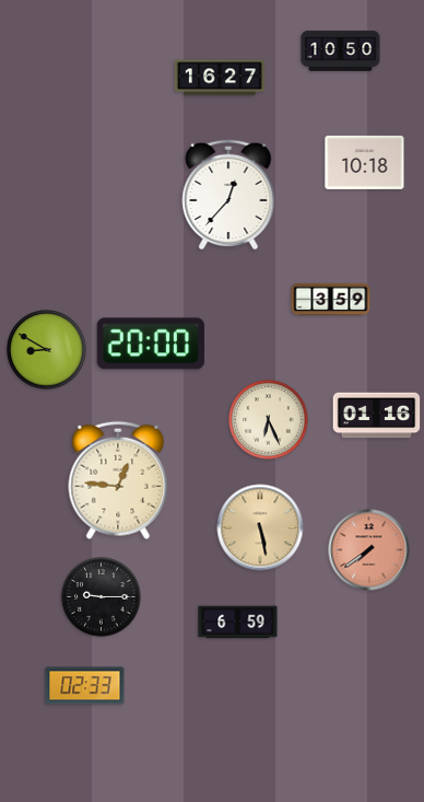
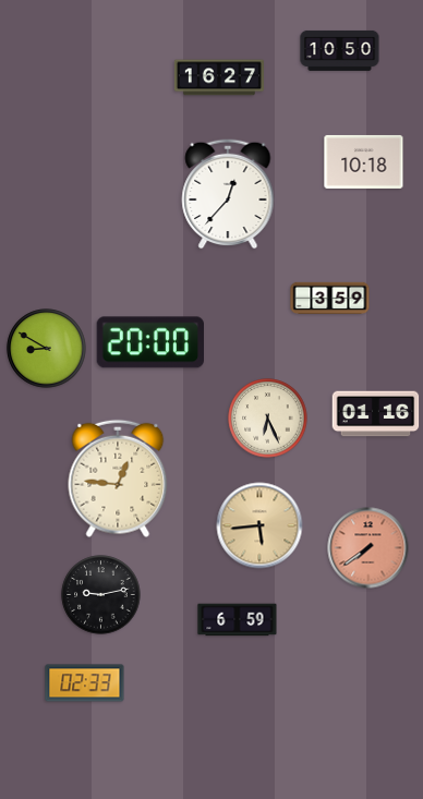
clock at (260, 527): 5:28 -> 5:44
clock at (102, 597): 9:15 -> 9:13
